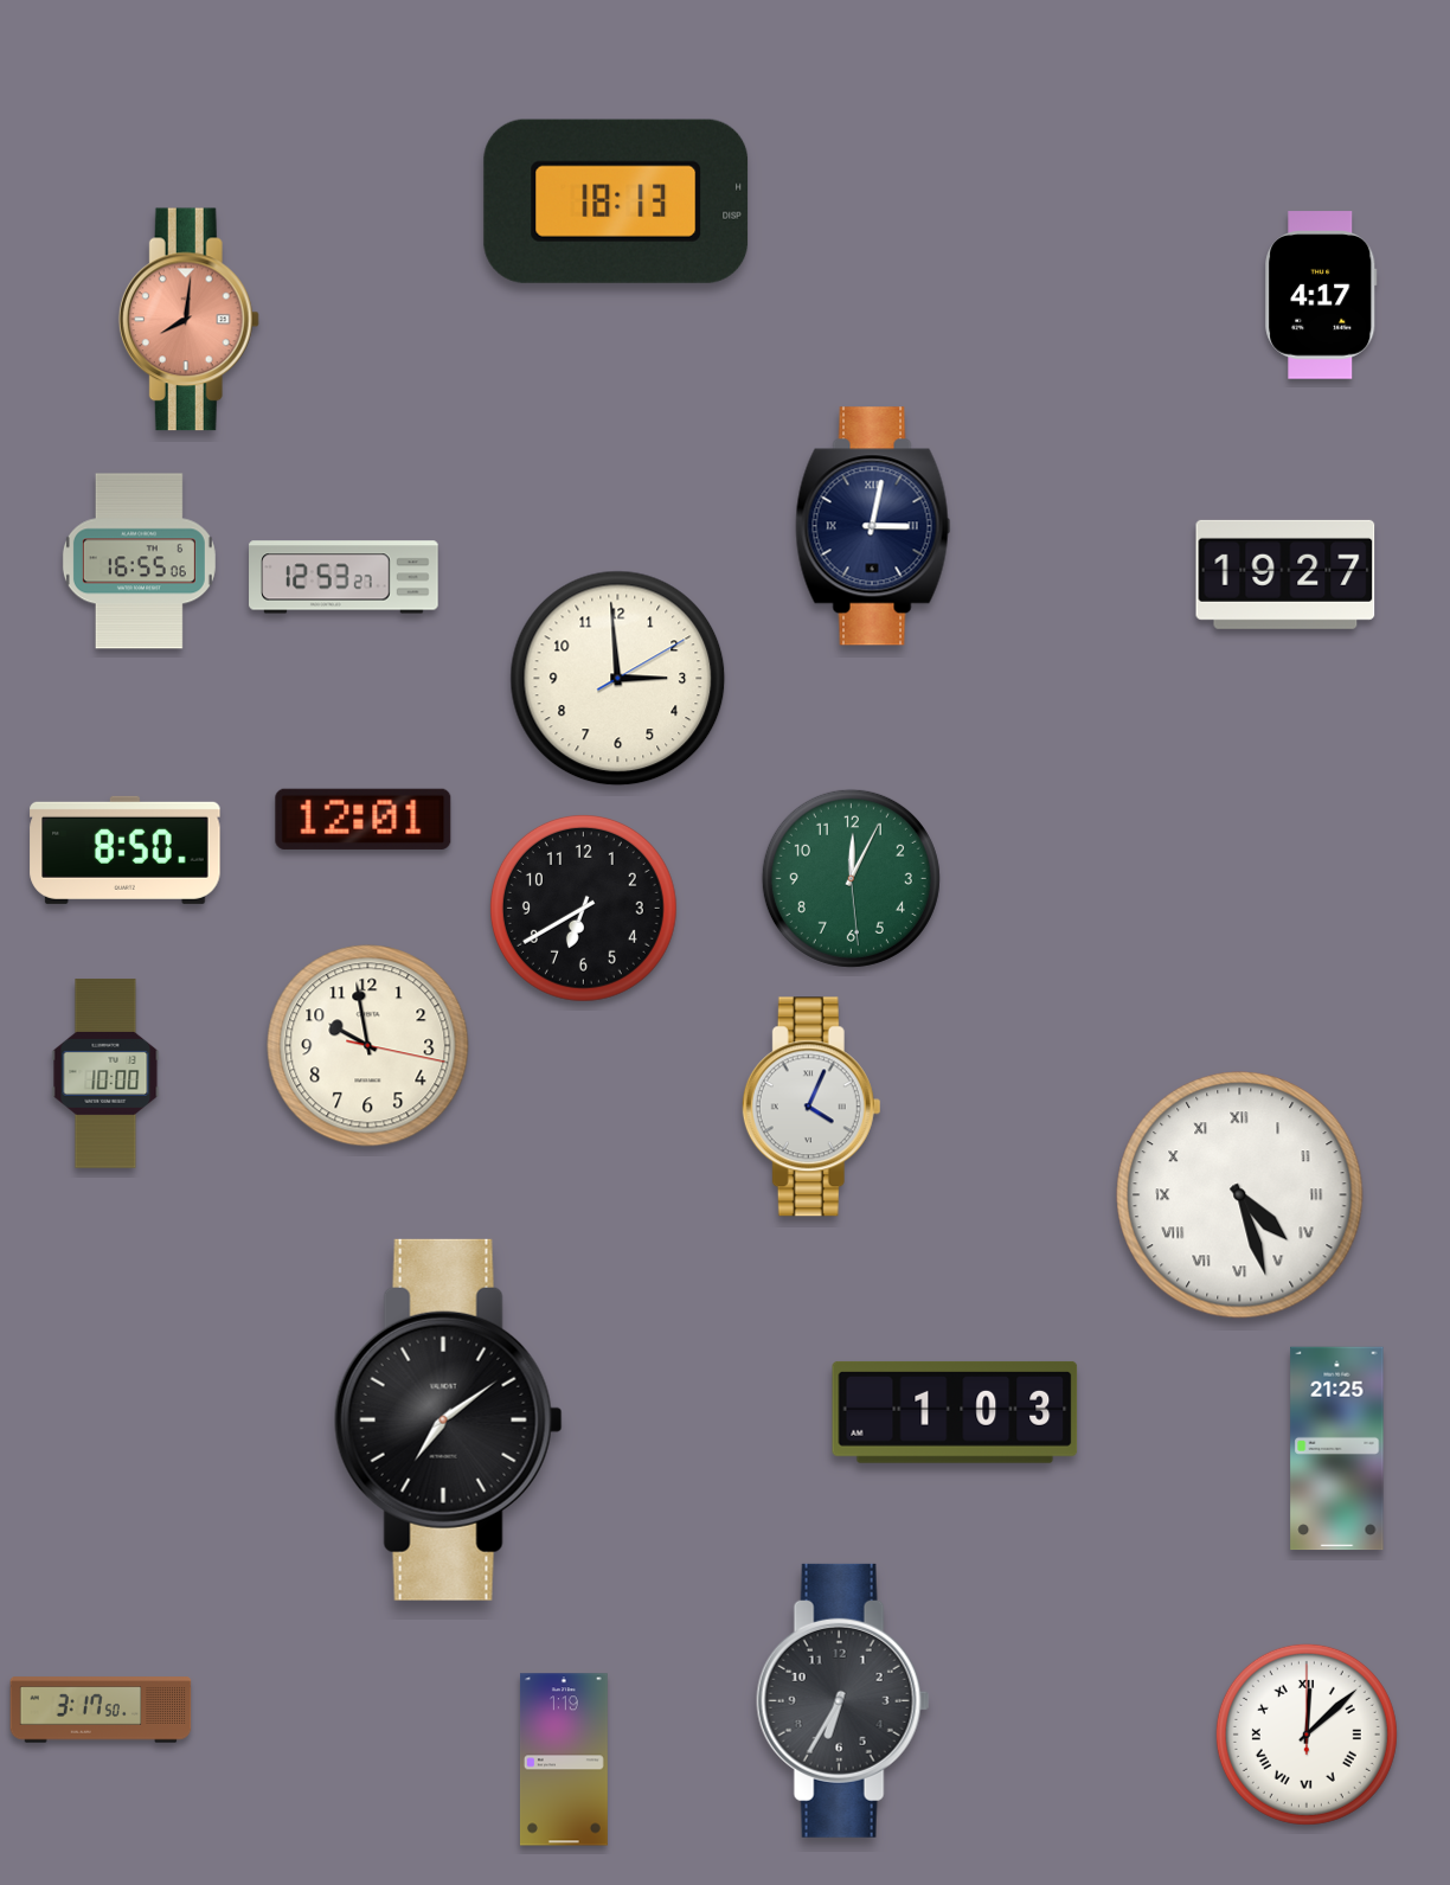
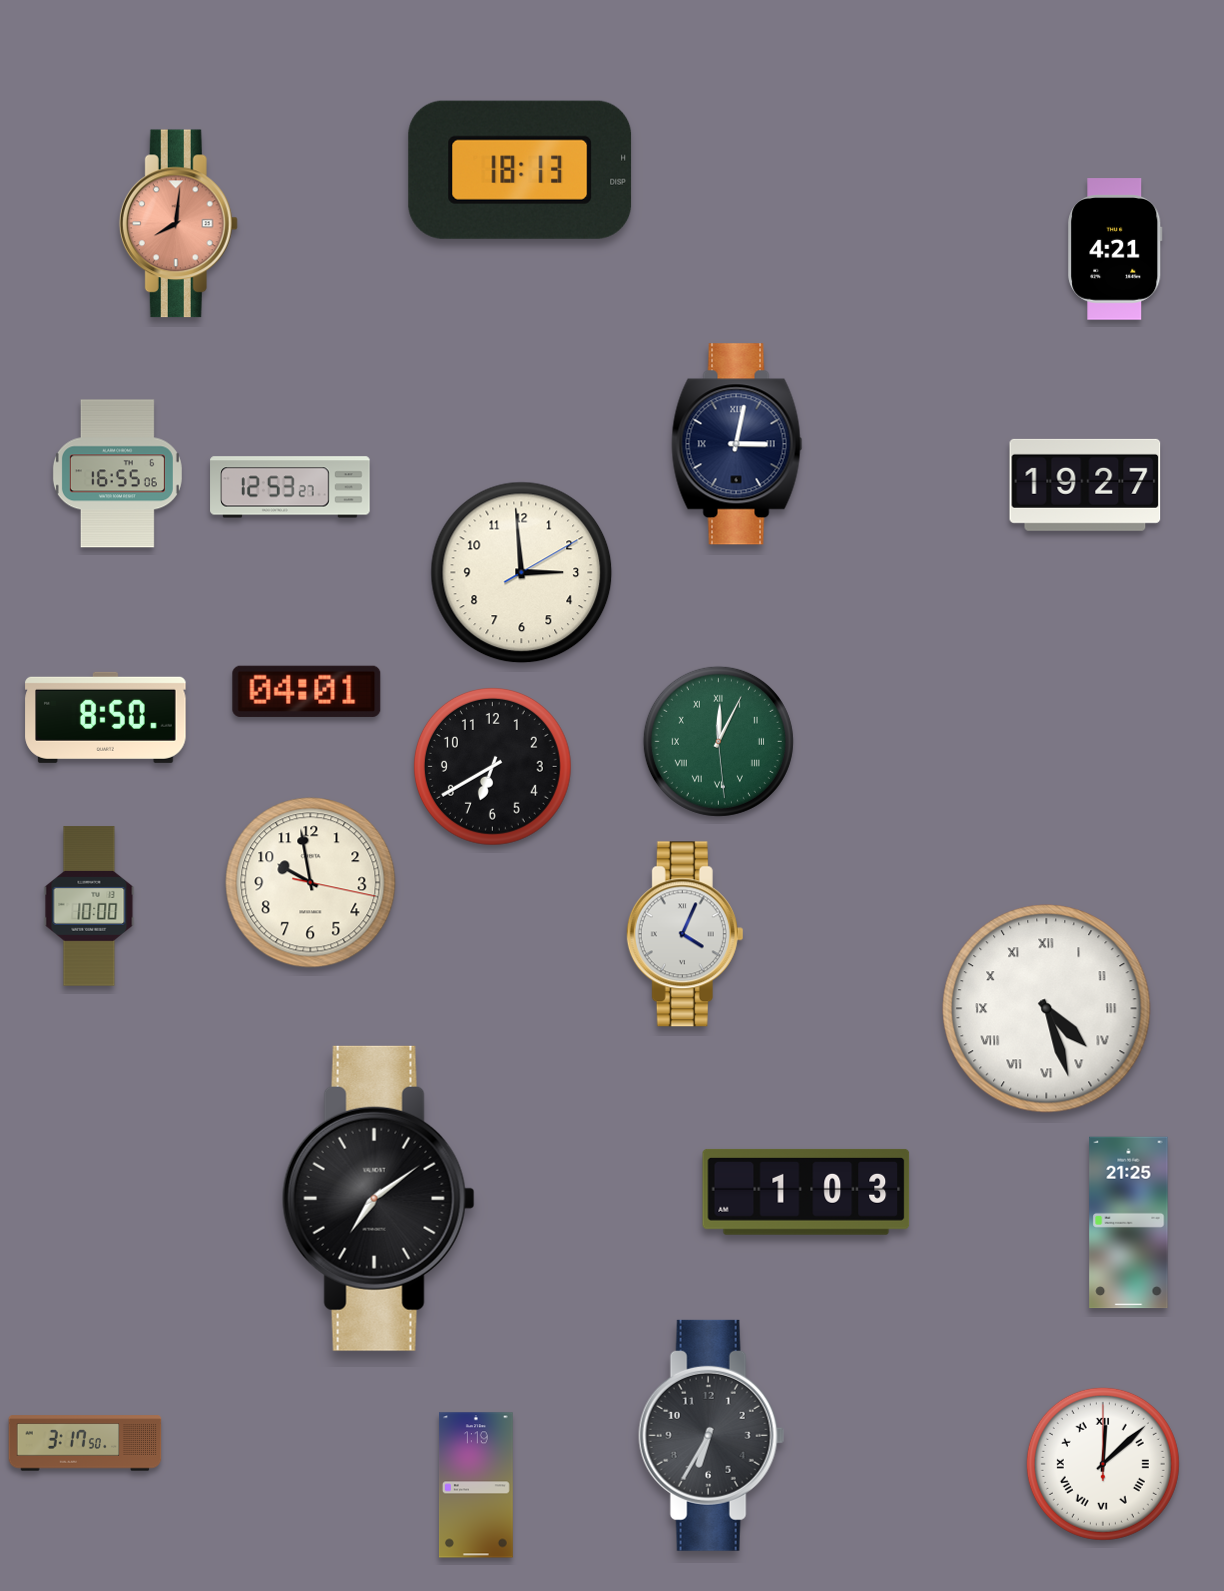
clock at (1321, 295): 4:17 -> 4:21
clock at (188, 320) position: (188, 320) -> (178, 224)
clock at (364, 819): 12:01 -> 04:01
clock at (851, 878) numerals: Arabic -> Roman
